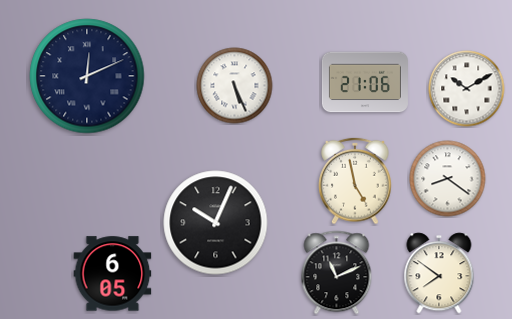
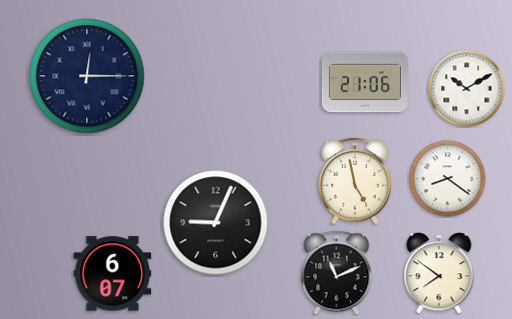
clock at (87, 76): 12:11 -> 12:15
clock at (235, 86): 5:26 -> none
clock at (216, 223): 10:04 -> 9:04
clock at (113, 274): 6:05 -> 6:07
